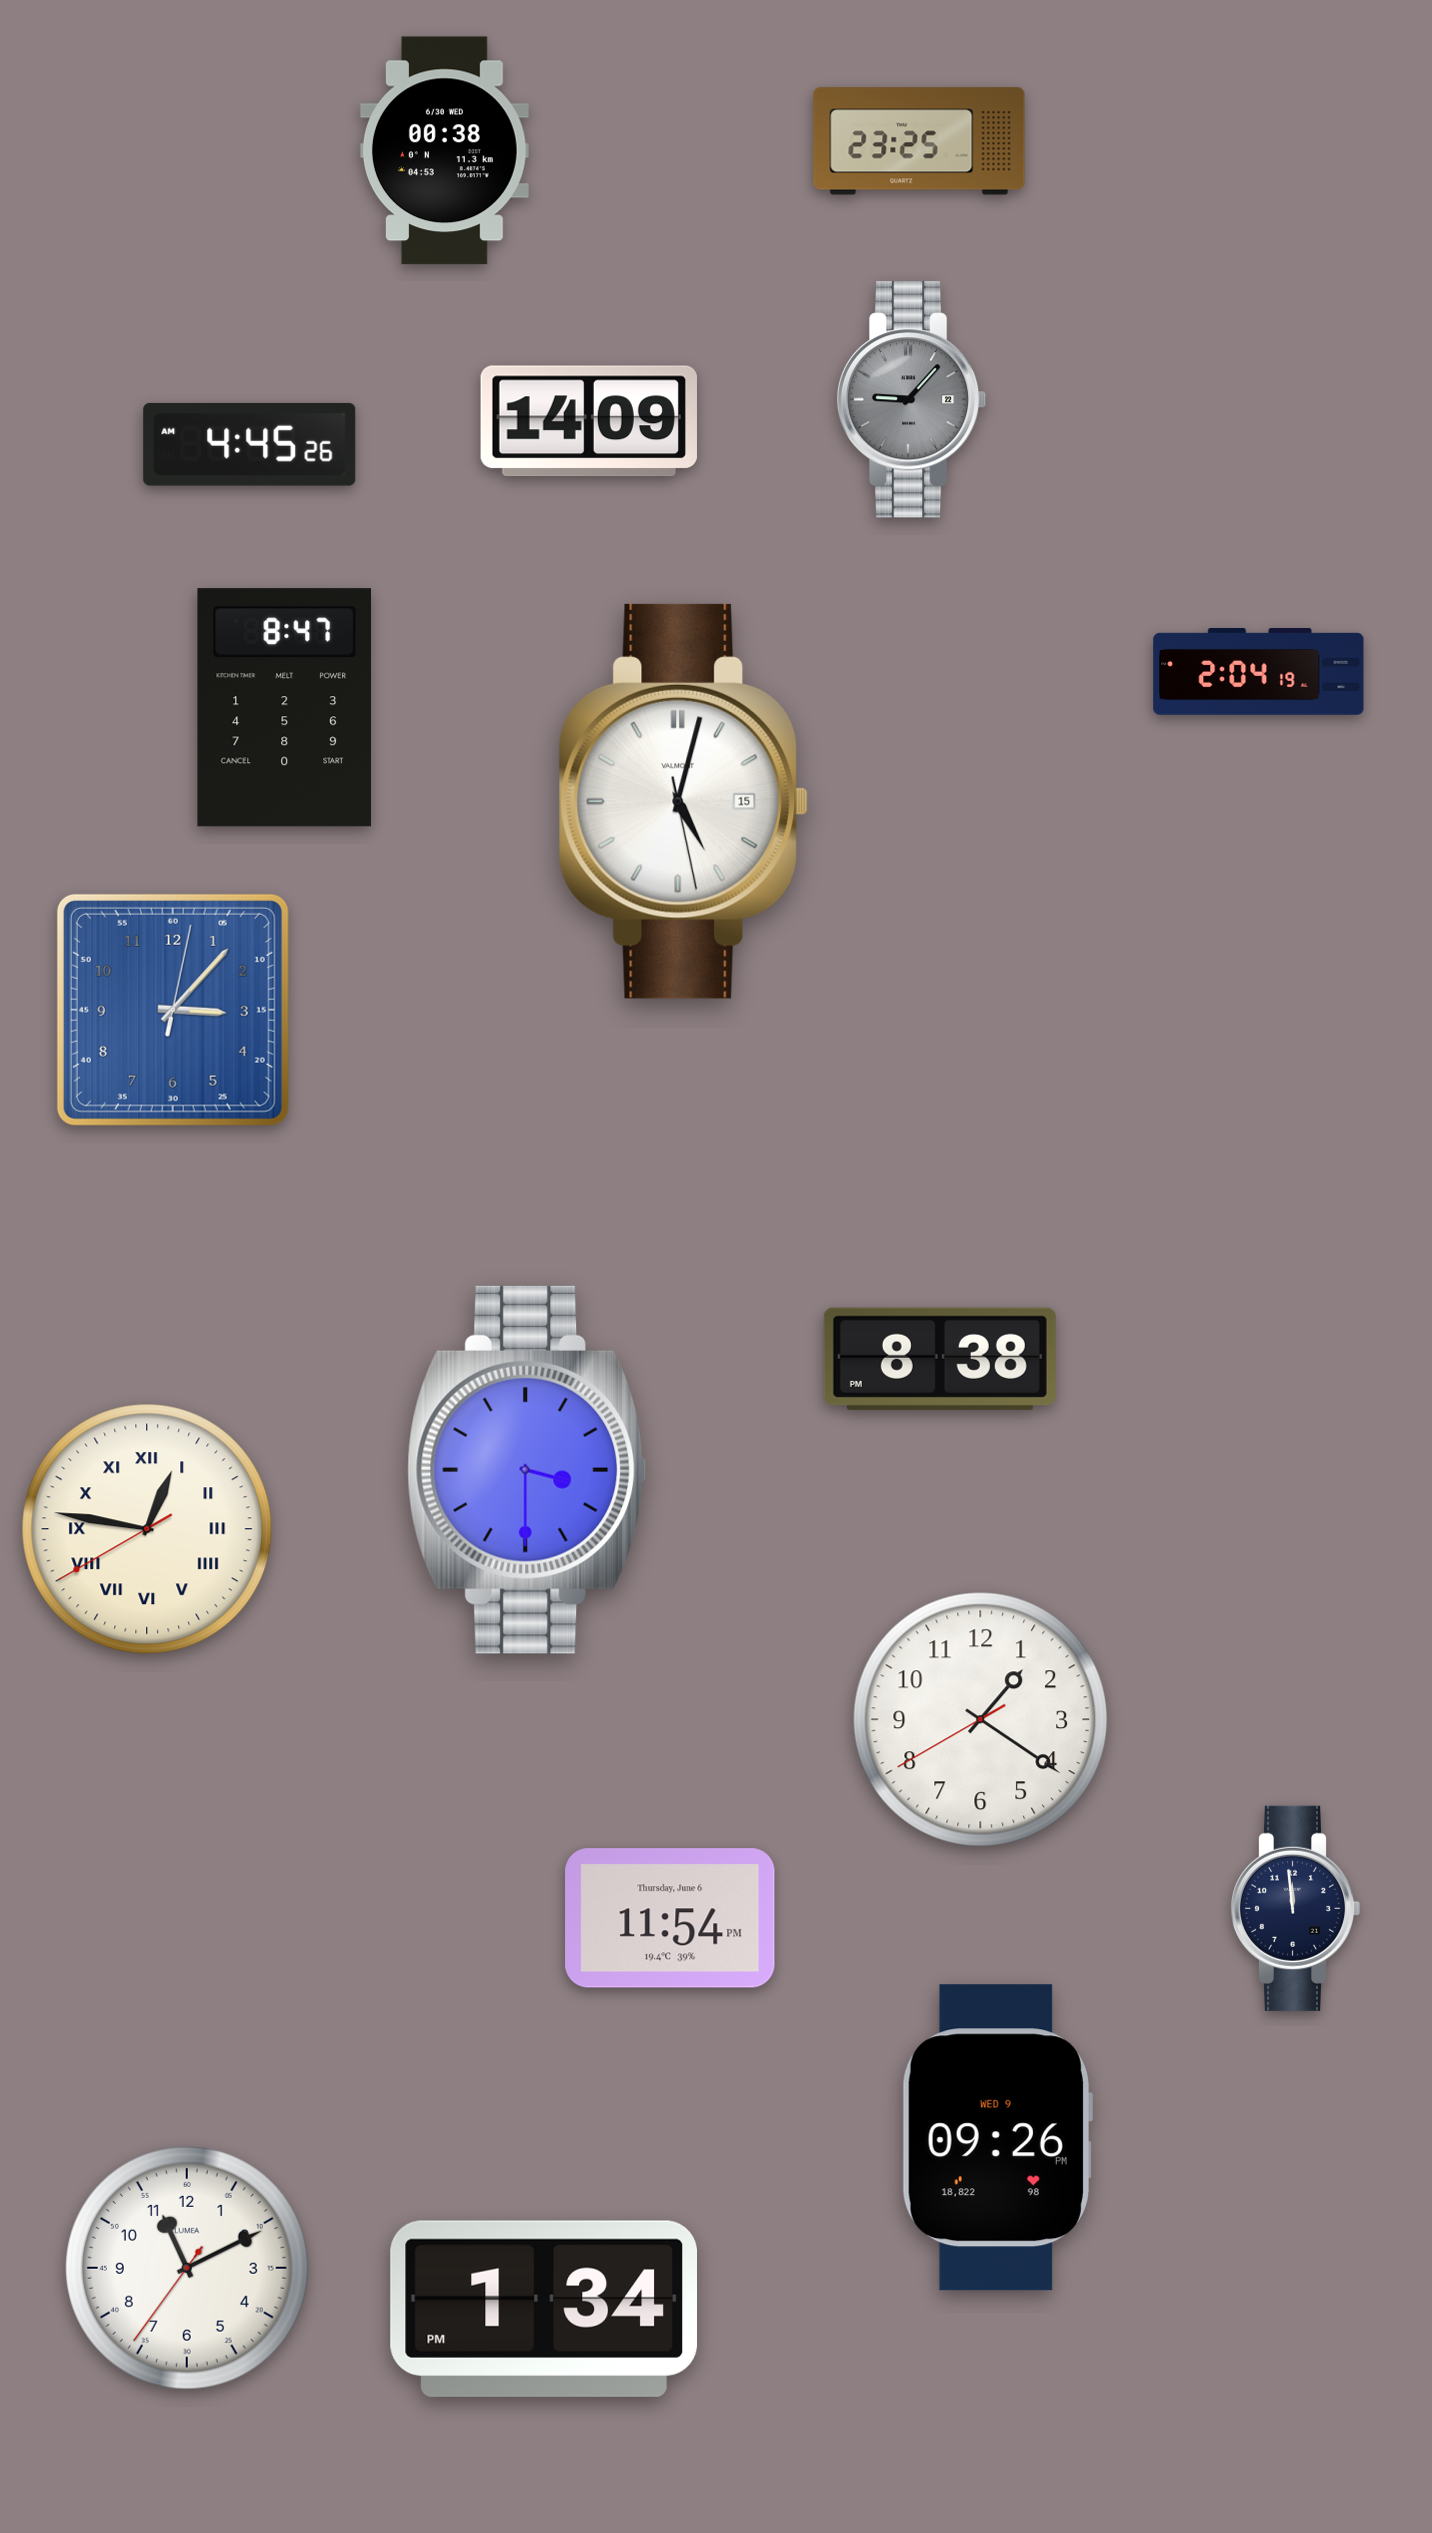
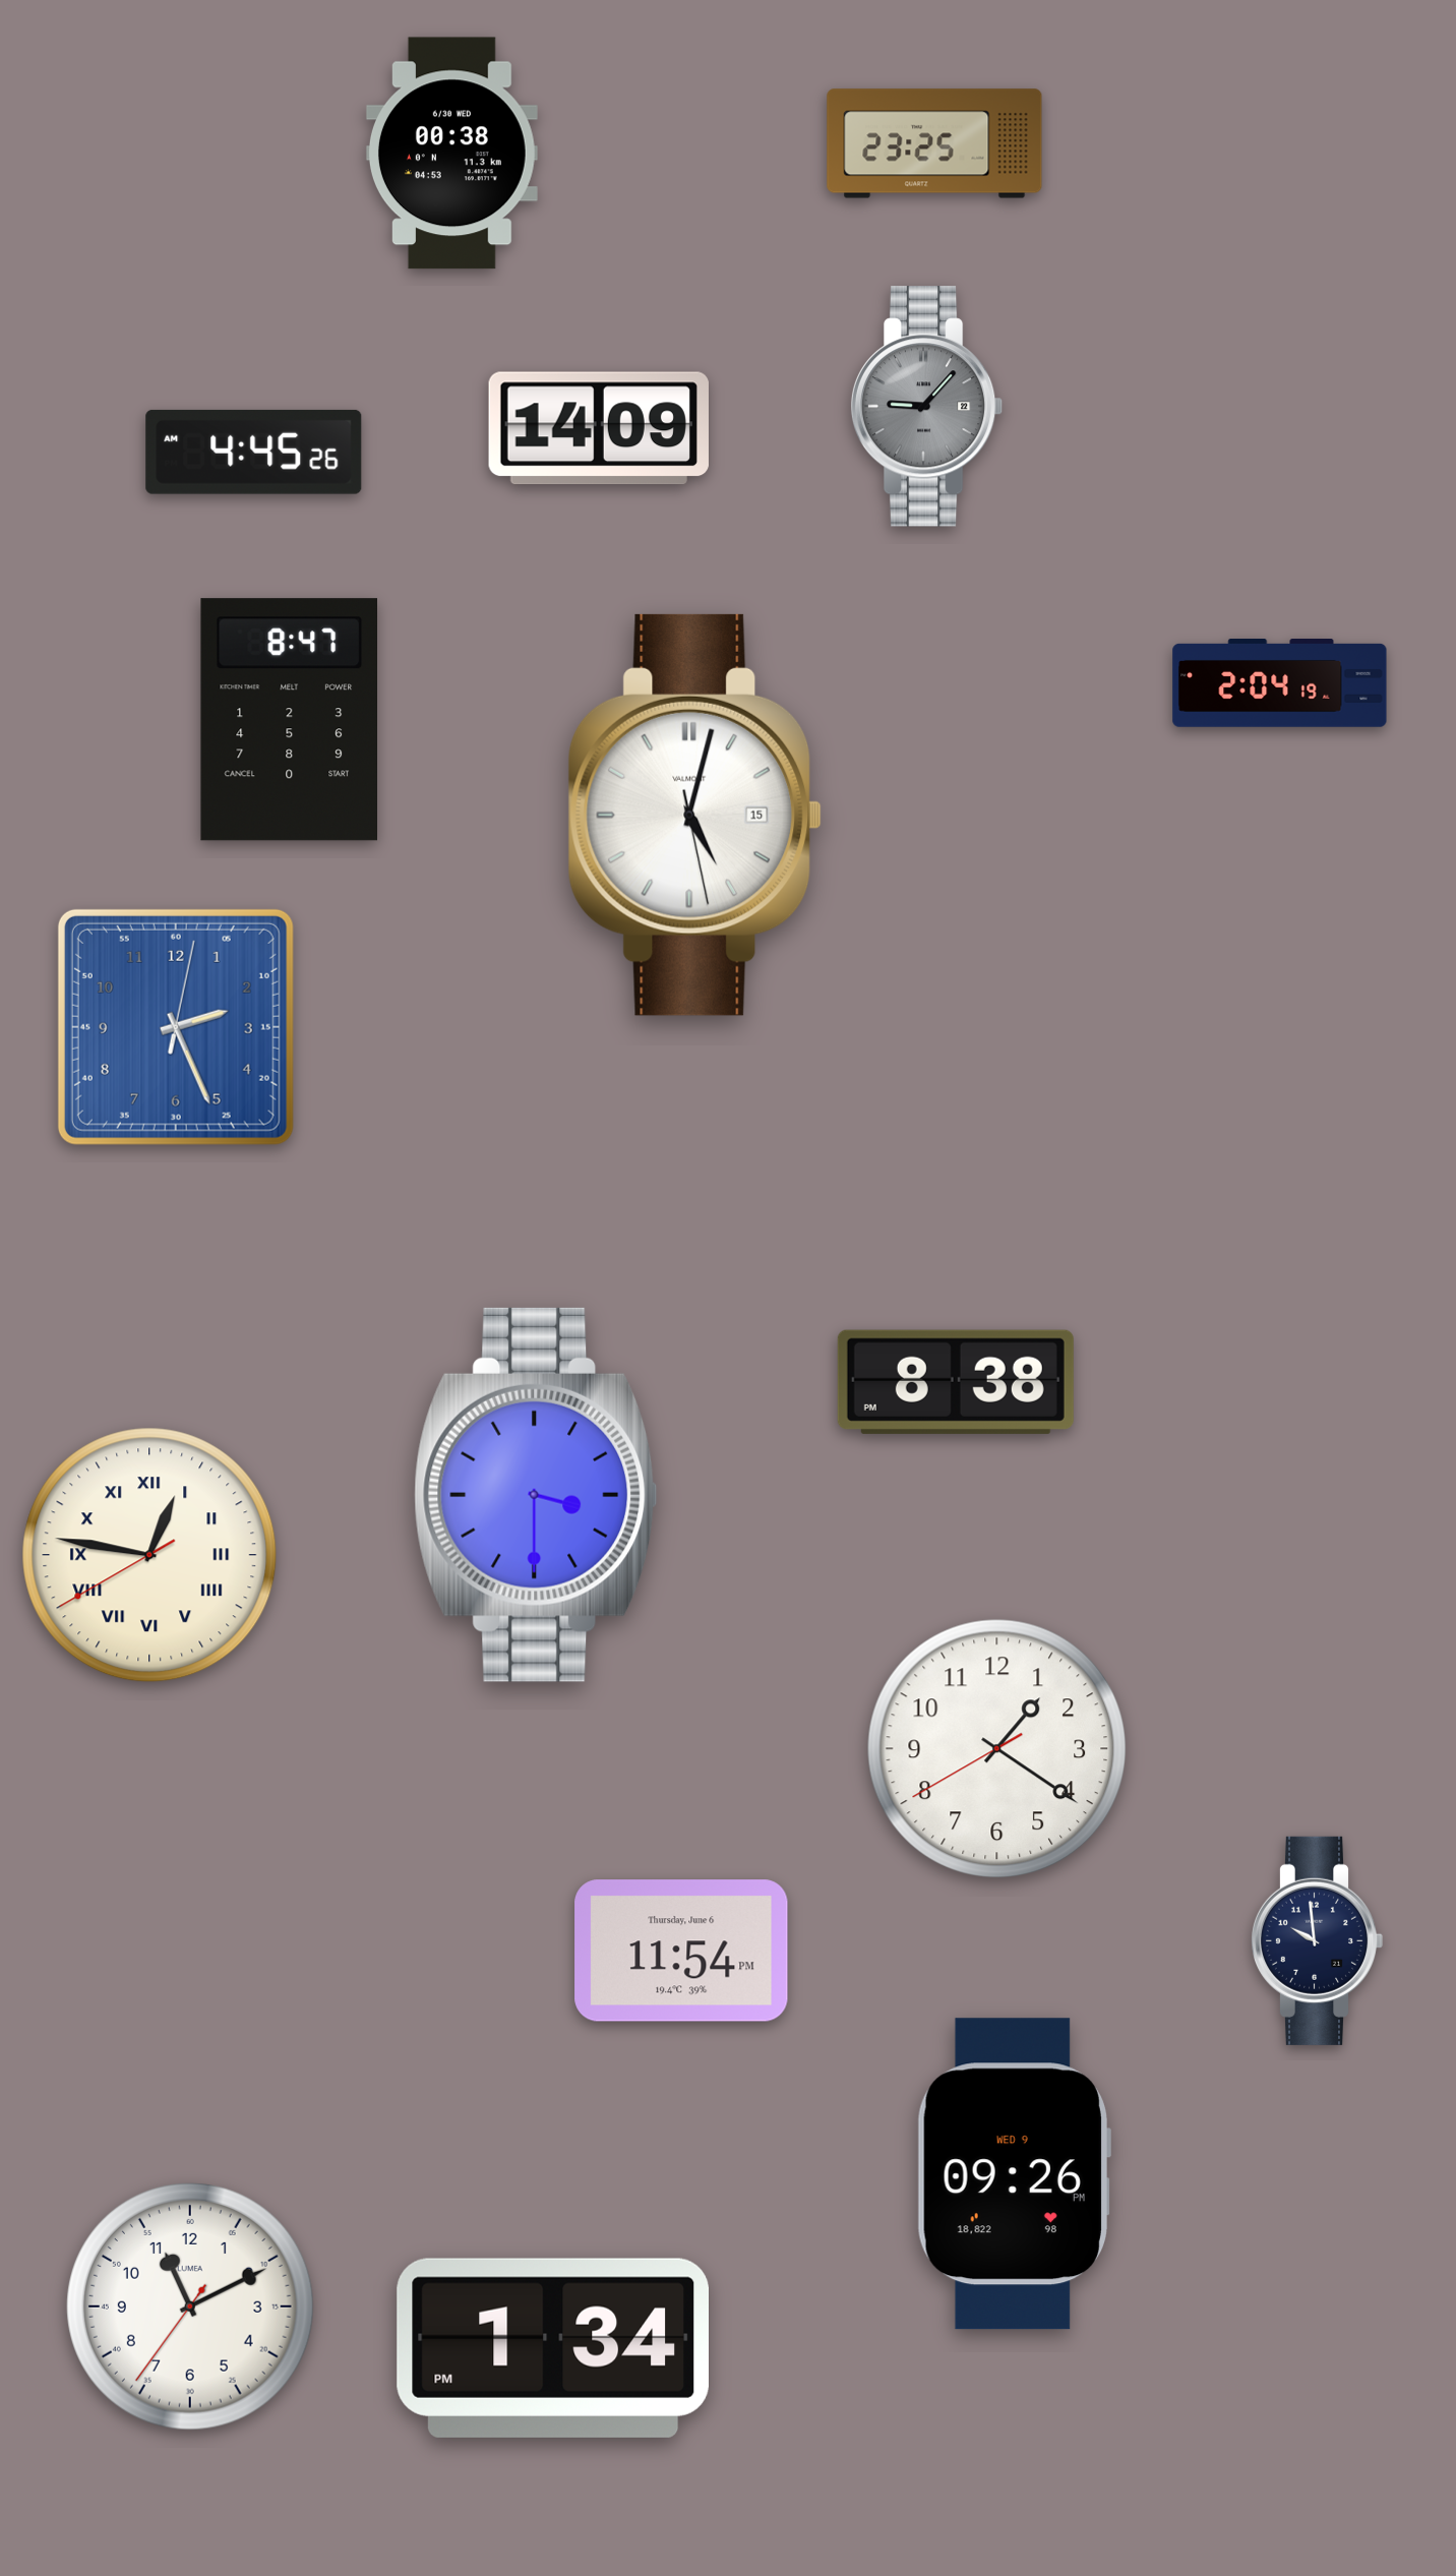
clock at (173, 1010): 3:07 -> 2:26
clock at (1295, 1908): 11:59 -> 9:59
